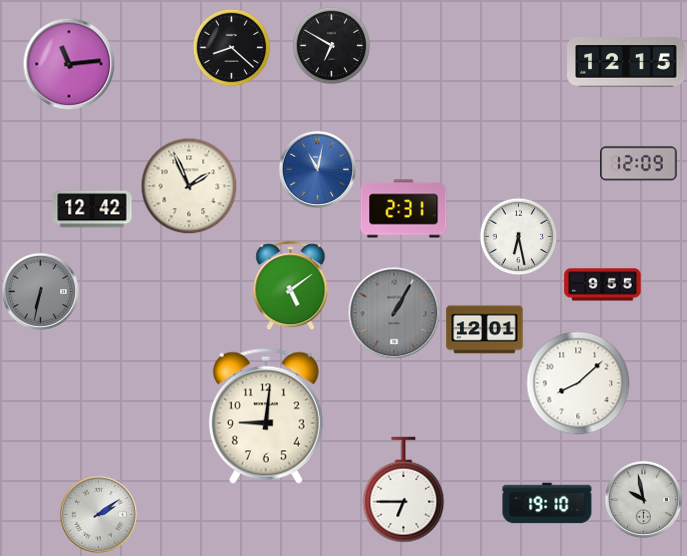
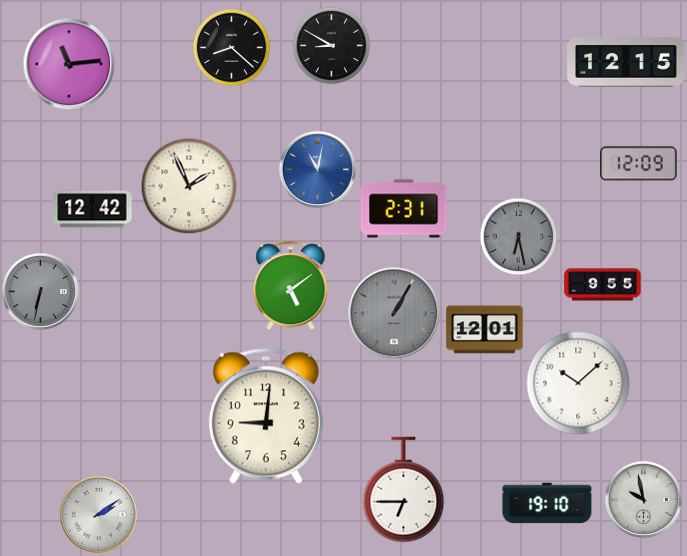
clock at (331, 45): 6:50 -> 8:50
clock at (518, 236) dial: white -> grey
clock at (578, 383): 8:08 -> 10:08
